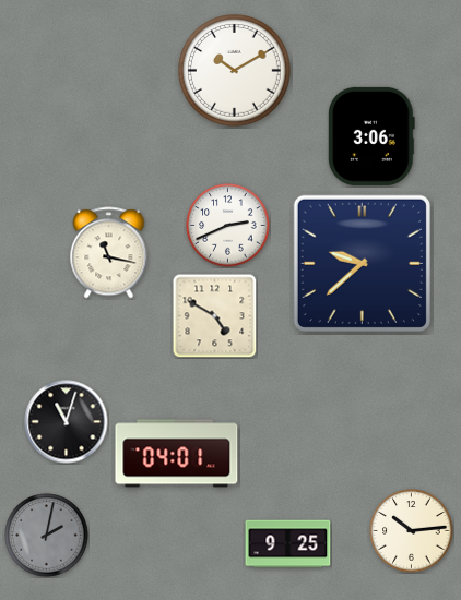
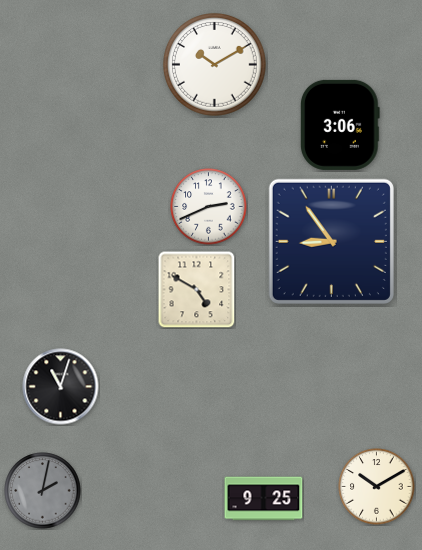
clock at (109, 253): 11:17 -> none
clock at (362, 263): 9:38 -> 8:54
clock at (177, 454): 04:01 -> none
clock at (412, 531): 10:14 -> 10:10
